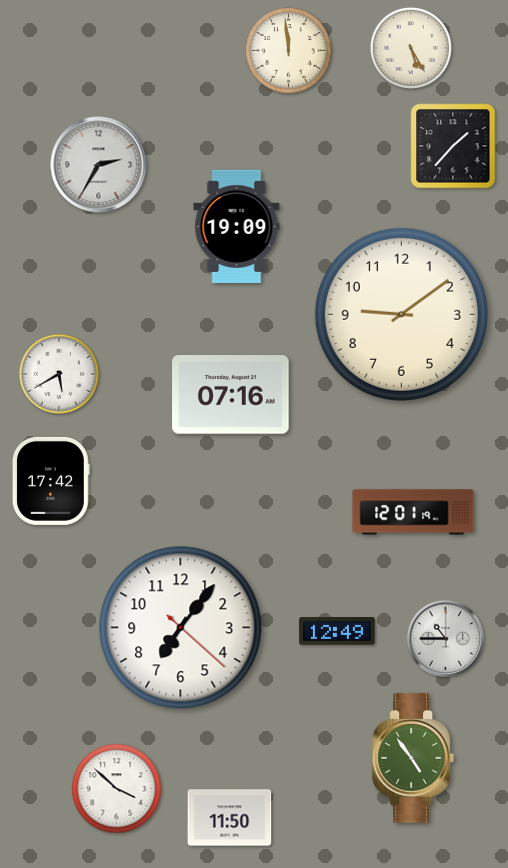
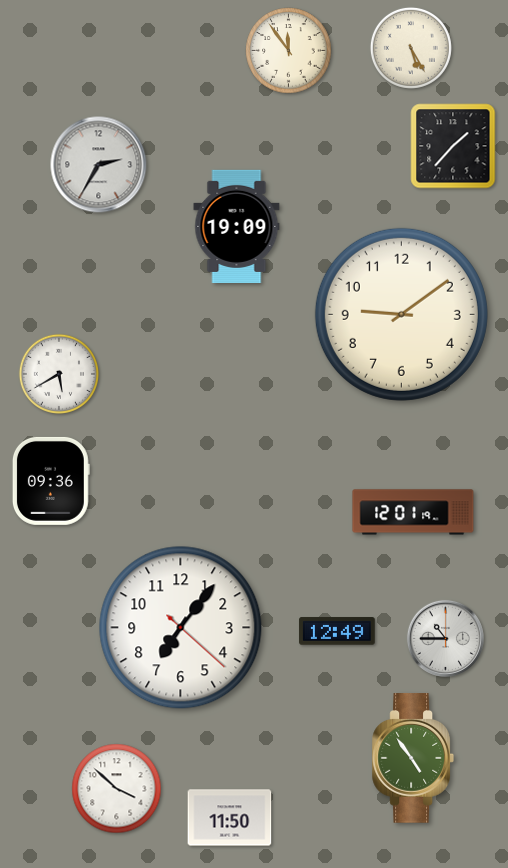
clock at (289, 51): 11:59 -> 11:54
clock at (231, 395): 07:16 -> none
clock at (51, 481): 17:42 -> 09:36
